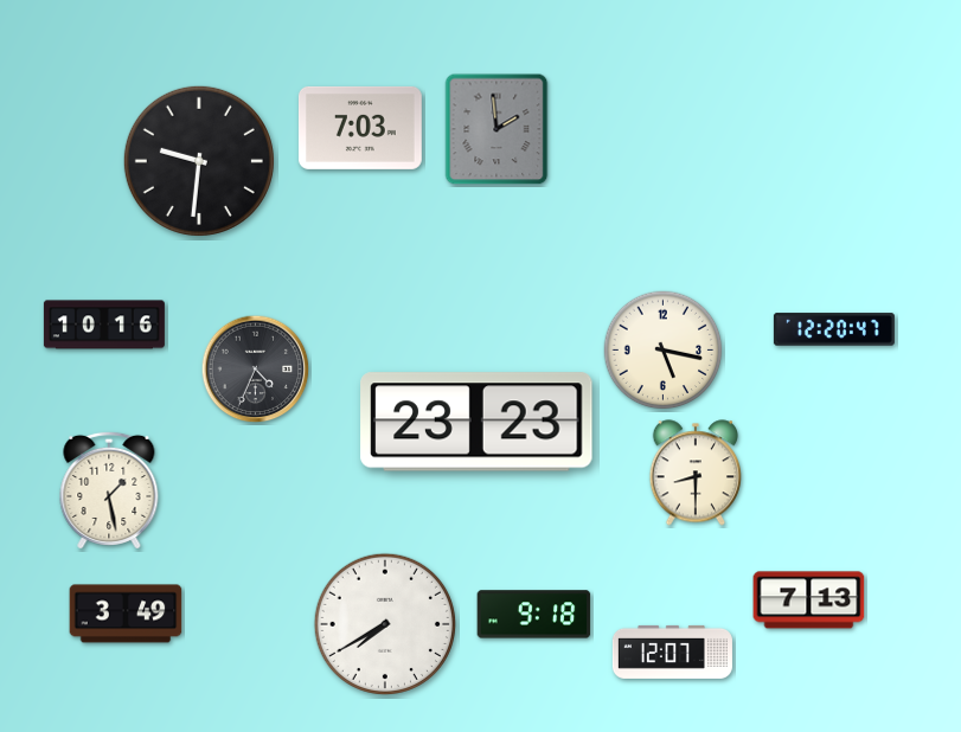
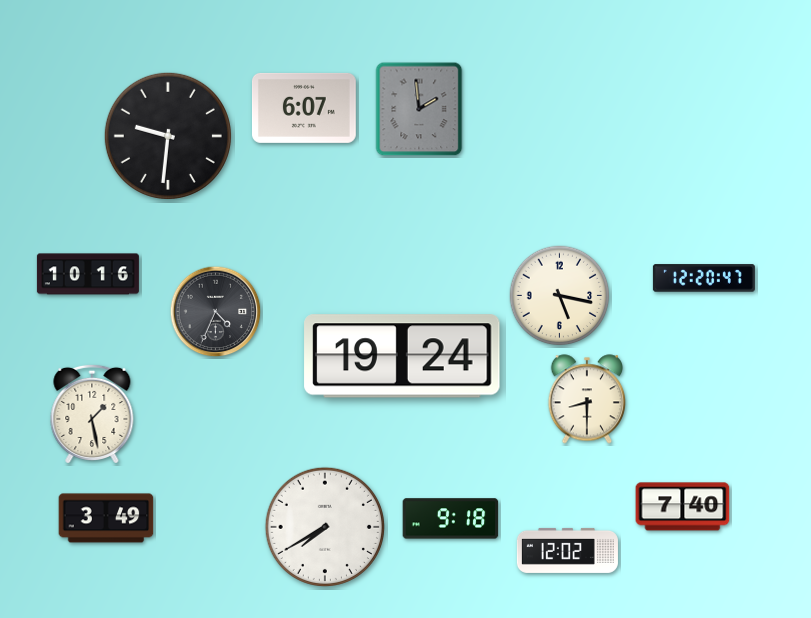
clock at (360, 128): 7:03 -> 6:07
clock at (476, 422): 23:23 -> 19:24
clock at (809, 601): 7:13 -> 7:40
clock at (672, 651): 12:07 -> 12:02
